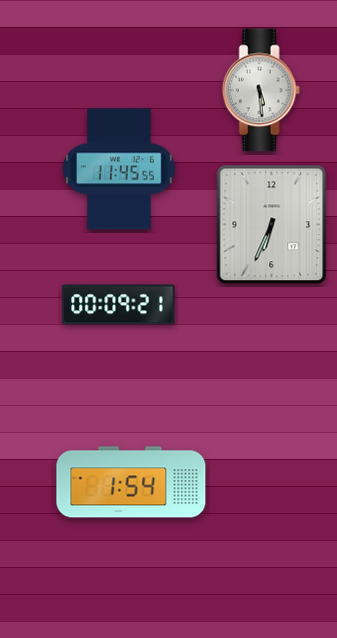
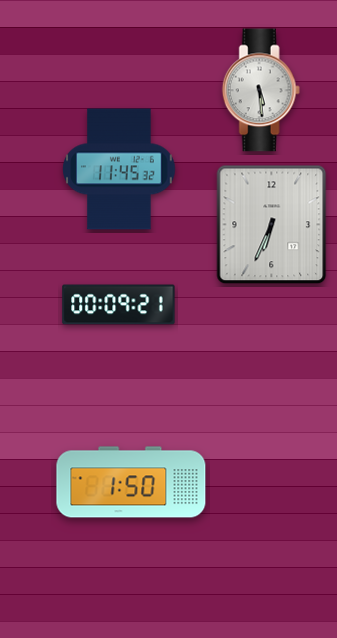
clock at (119, 169): 11:45:55 -> 11:45:32
clock at (131, 482): 1:54 -> 1:50
